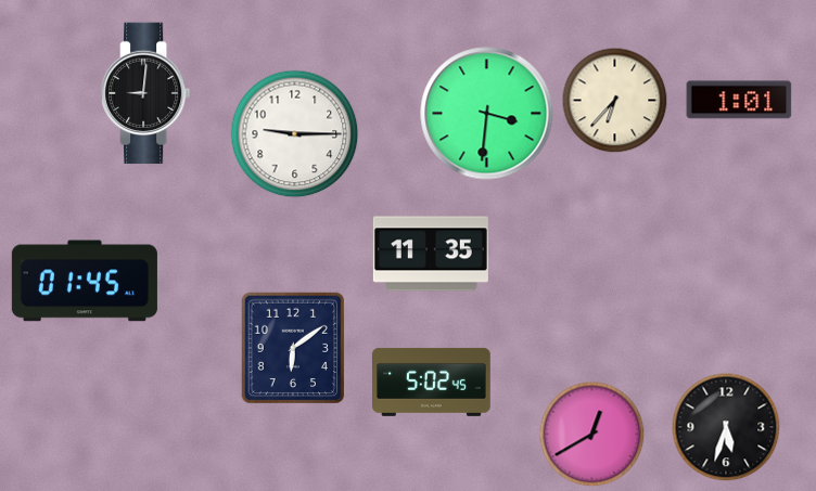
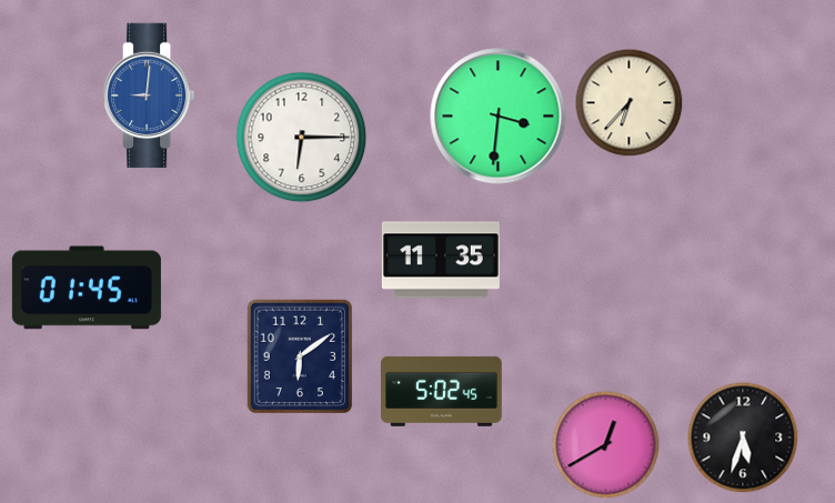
clock at (145, 93) dial: black -> blue
clock at (739, 100): 1:01 -> none
clock at (295, 134): 9:15 -> 6:15
